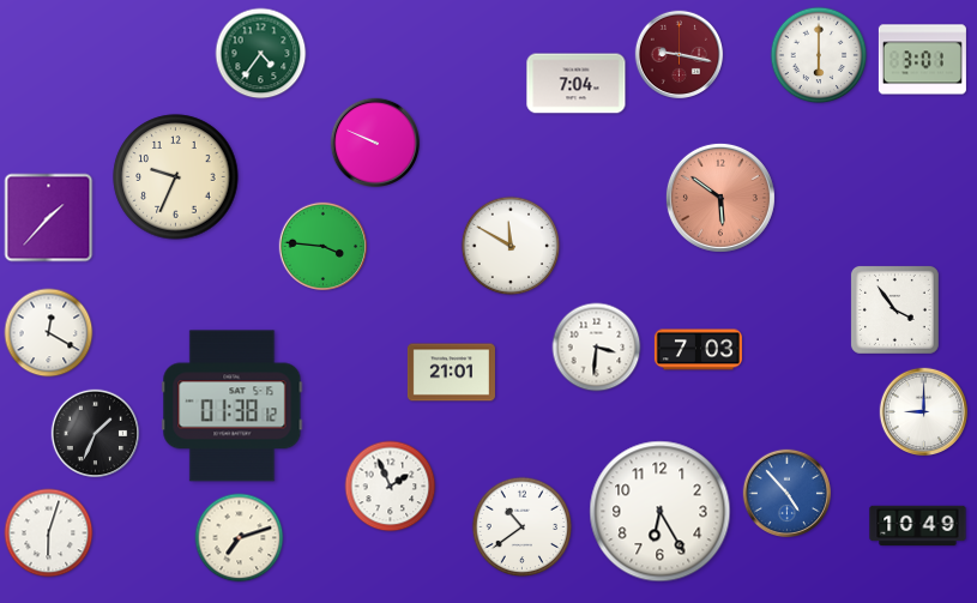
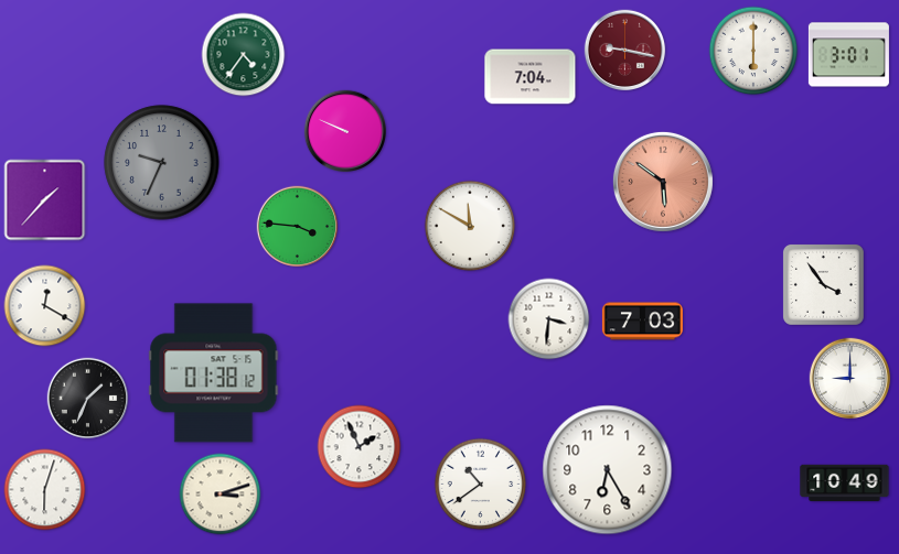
clock at (261, 54) position: (261, 54) -> (244, 55)
clock at (176, 177) dial: cream -> grey
clock at (451, 373): 21:01 -> none
clock at (788, 494): 4:53 -> none
clock at (240, 538): 7:12 -> 3:12
